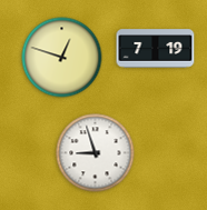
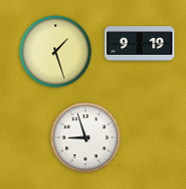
clock at (156, 49): 7:19 -> 9:19
clock at (62, 58): 12:48 -> 1:27
